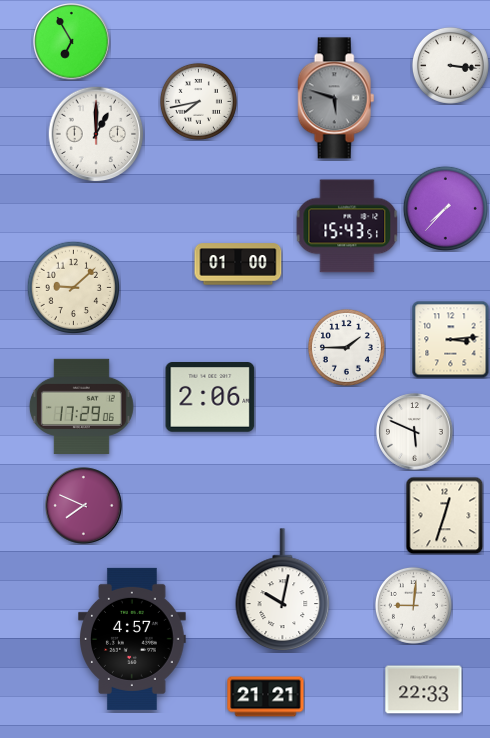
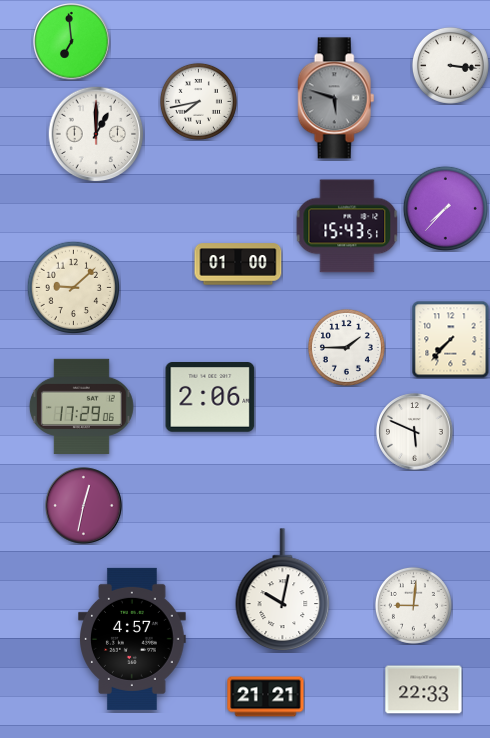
clock at (72, 42): 6:55 -> 6:59
clock at (450, 339): 3:14 -> 7:37
clock at (84, 506): 7:49 -> 12:32
clock at (444, 515): 12:33 -> none
